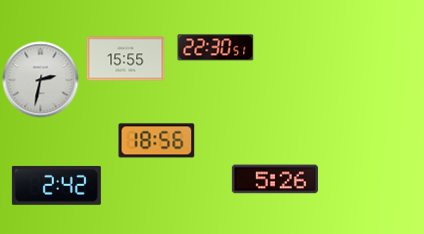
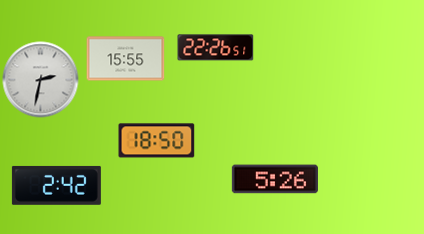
clock at (216, 48): 22:30 -> 22:26
clock at (157, 141): 18:56 -> 18:50
